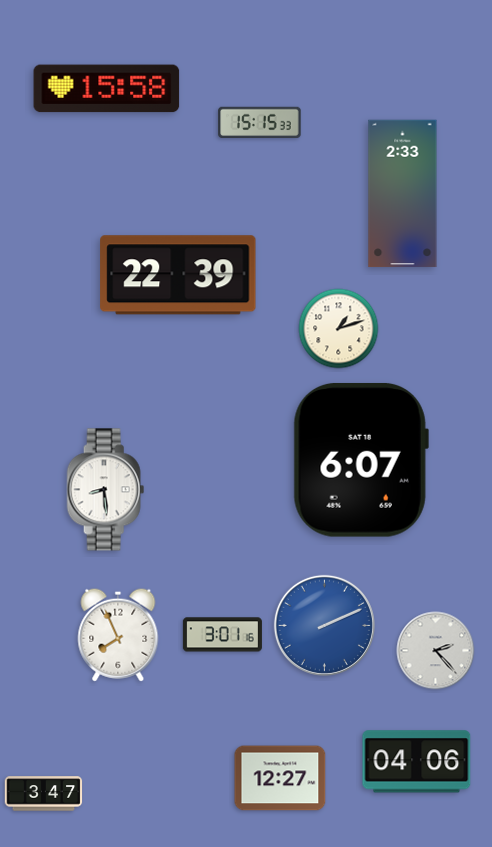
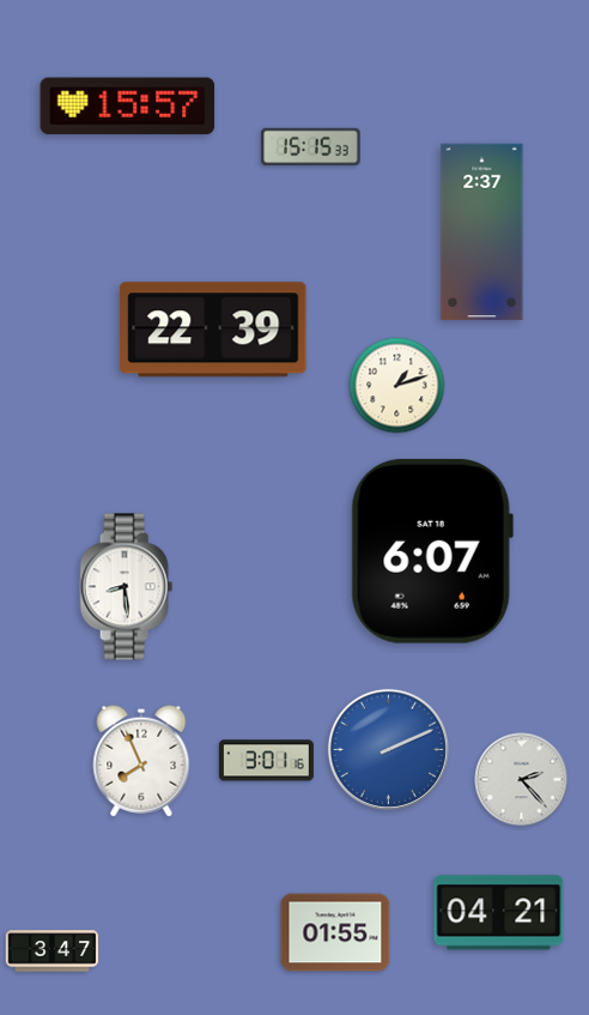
clock at (107, 89): 15:58 -> 15:57
clock at (403, 194): 2:33 -> 2:37
clock at (339, 329) position: (339, 329) -> (397, 386)
clock at (417, 762): 04:06 -> 04:21
clock at (280, 778): 12:27 -> 01:55
